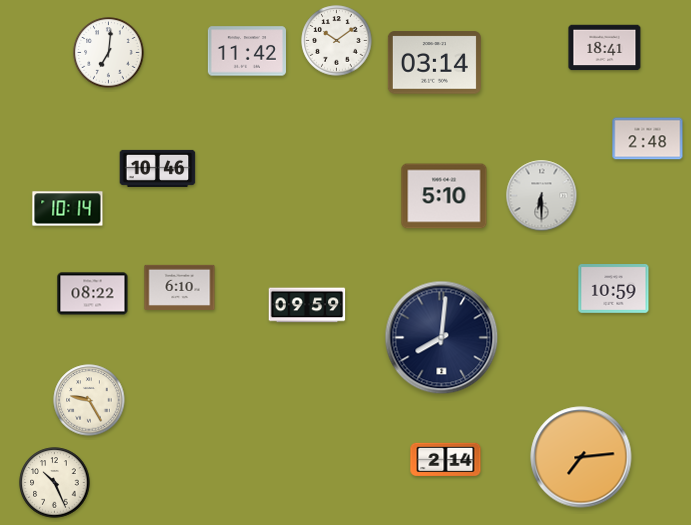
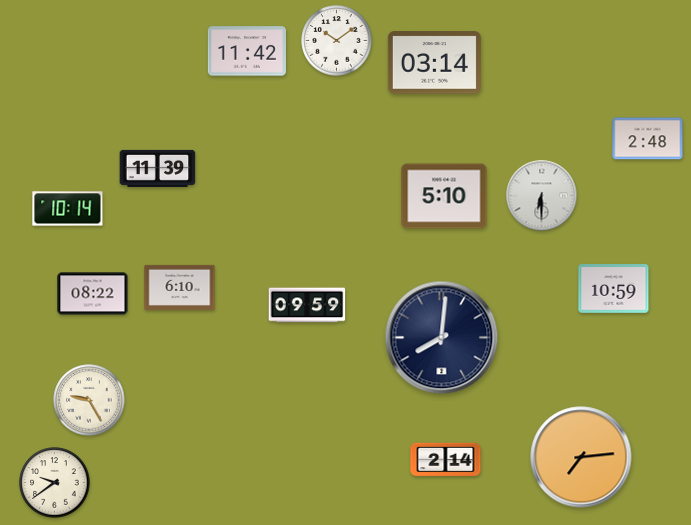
clock at (605, 48): 18:41 -> none
clock at (109, 53): 7:01 -> none
clock at (158, 168): 10:46 -> 11:39
clock at (55, 483): 10:26 -> 9:39
